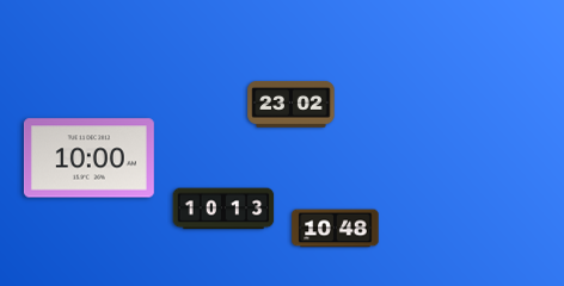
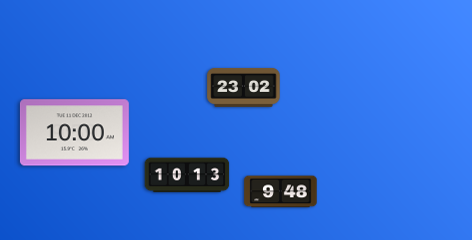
clock at (336, 229): 10:48 -> 9:48
